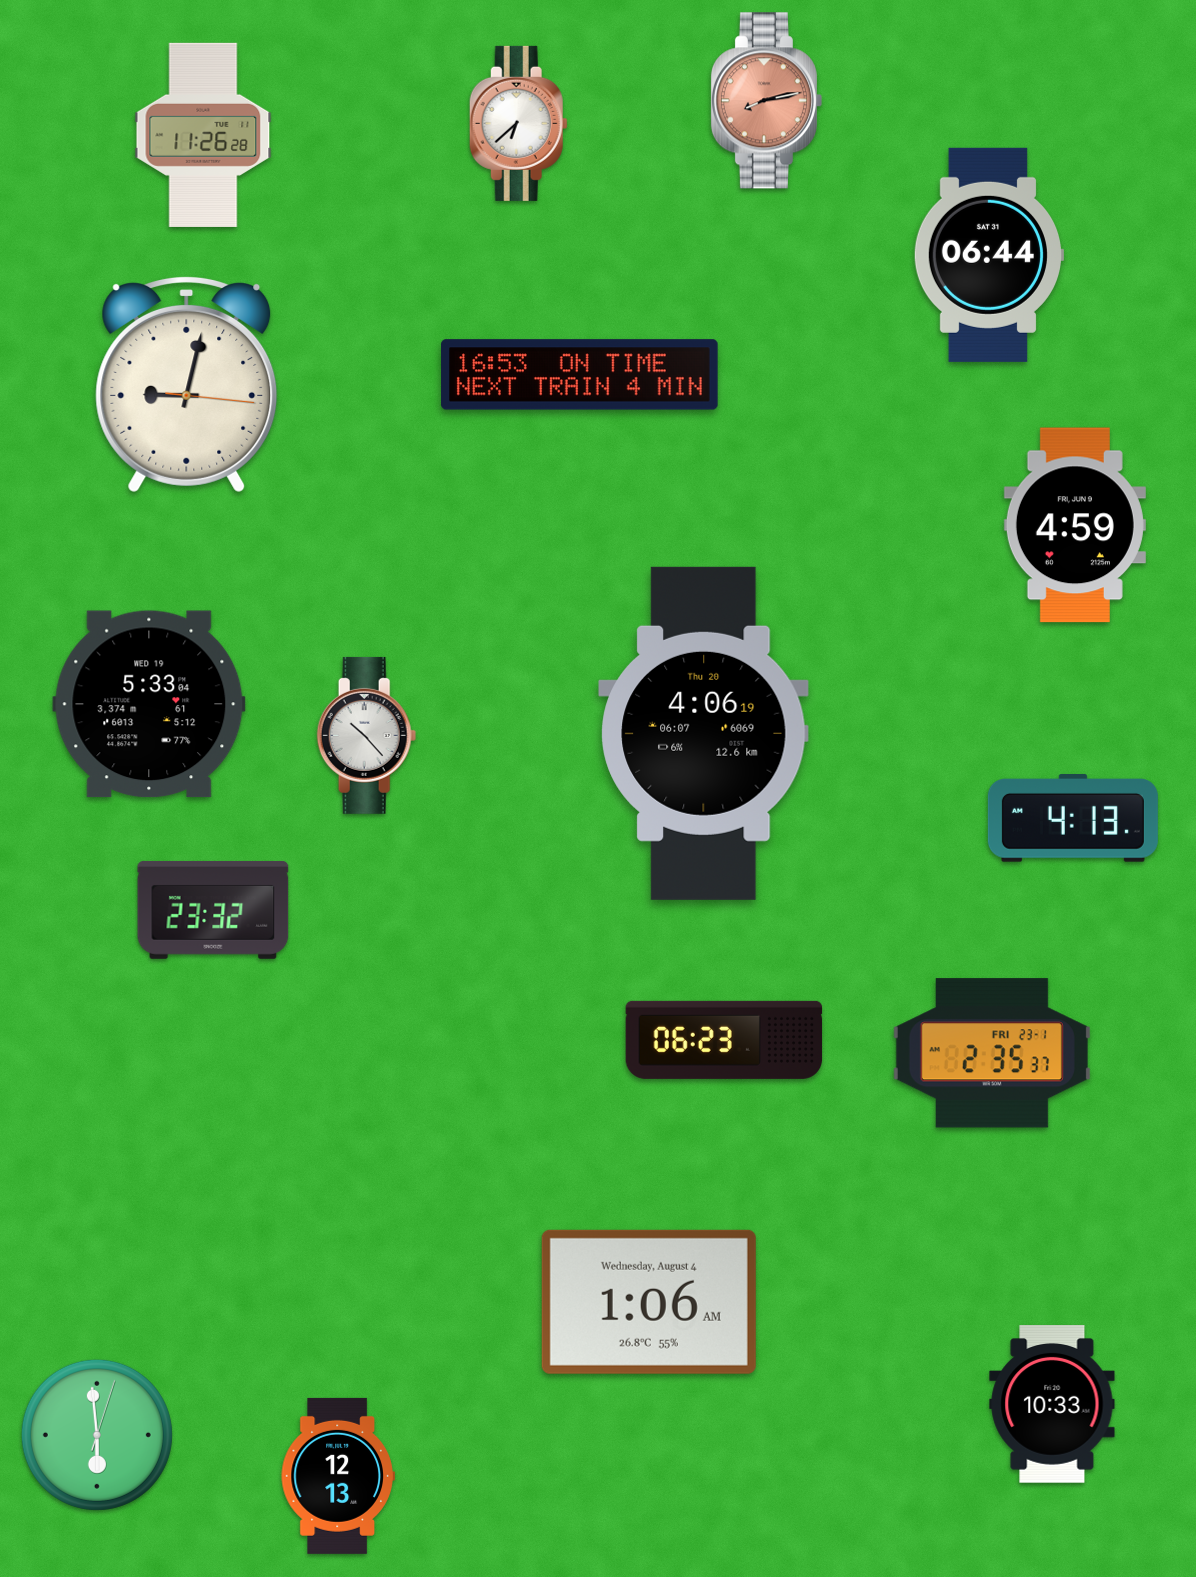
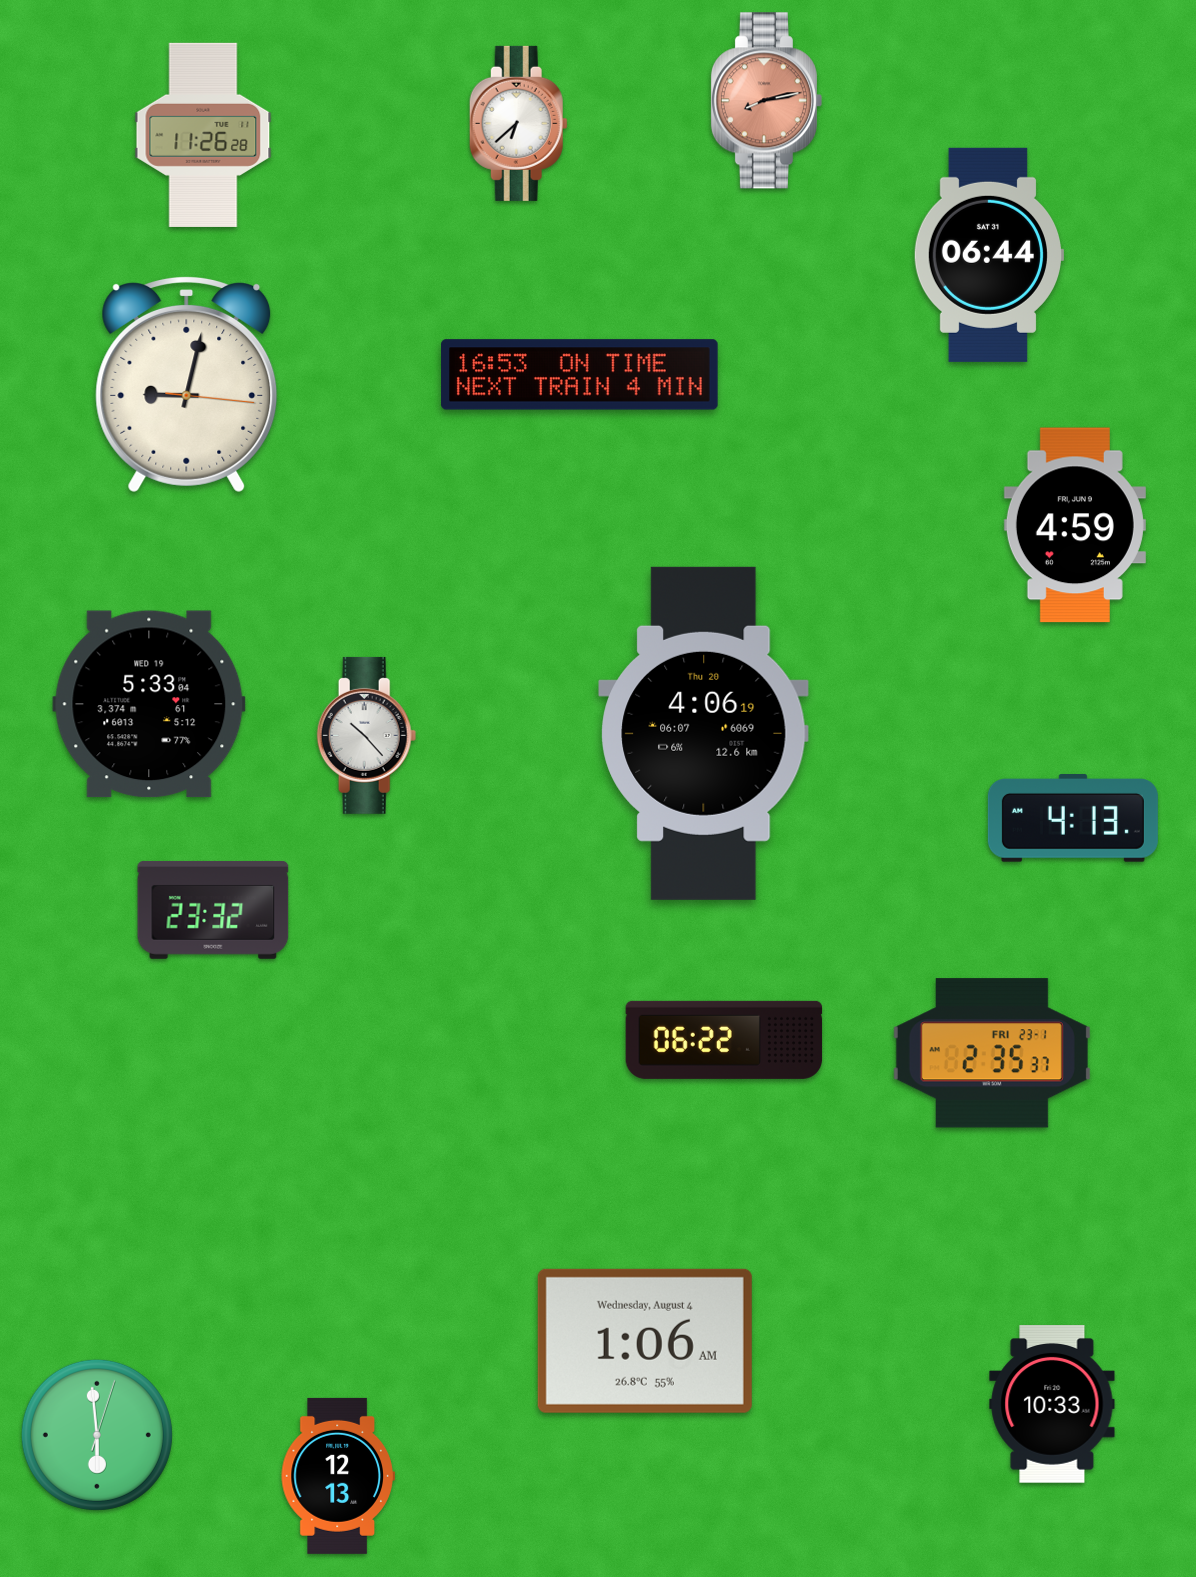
clock at (724, 1040): 06:23 -> 06:22
clock at (649, 1302) position: (649, 1302) -> (645, 1341)
